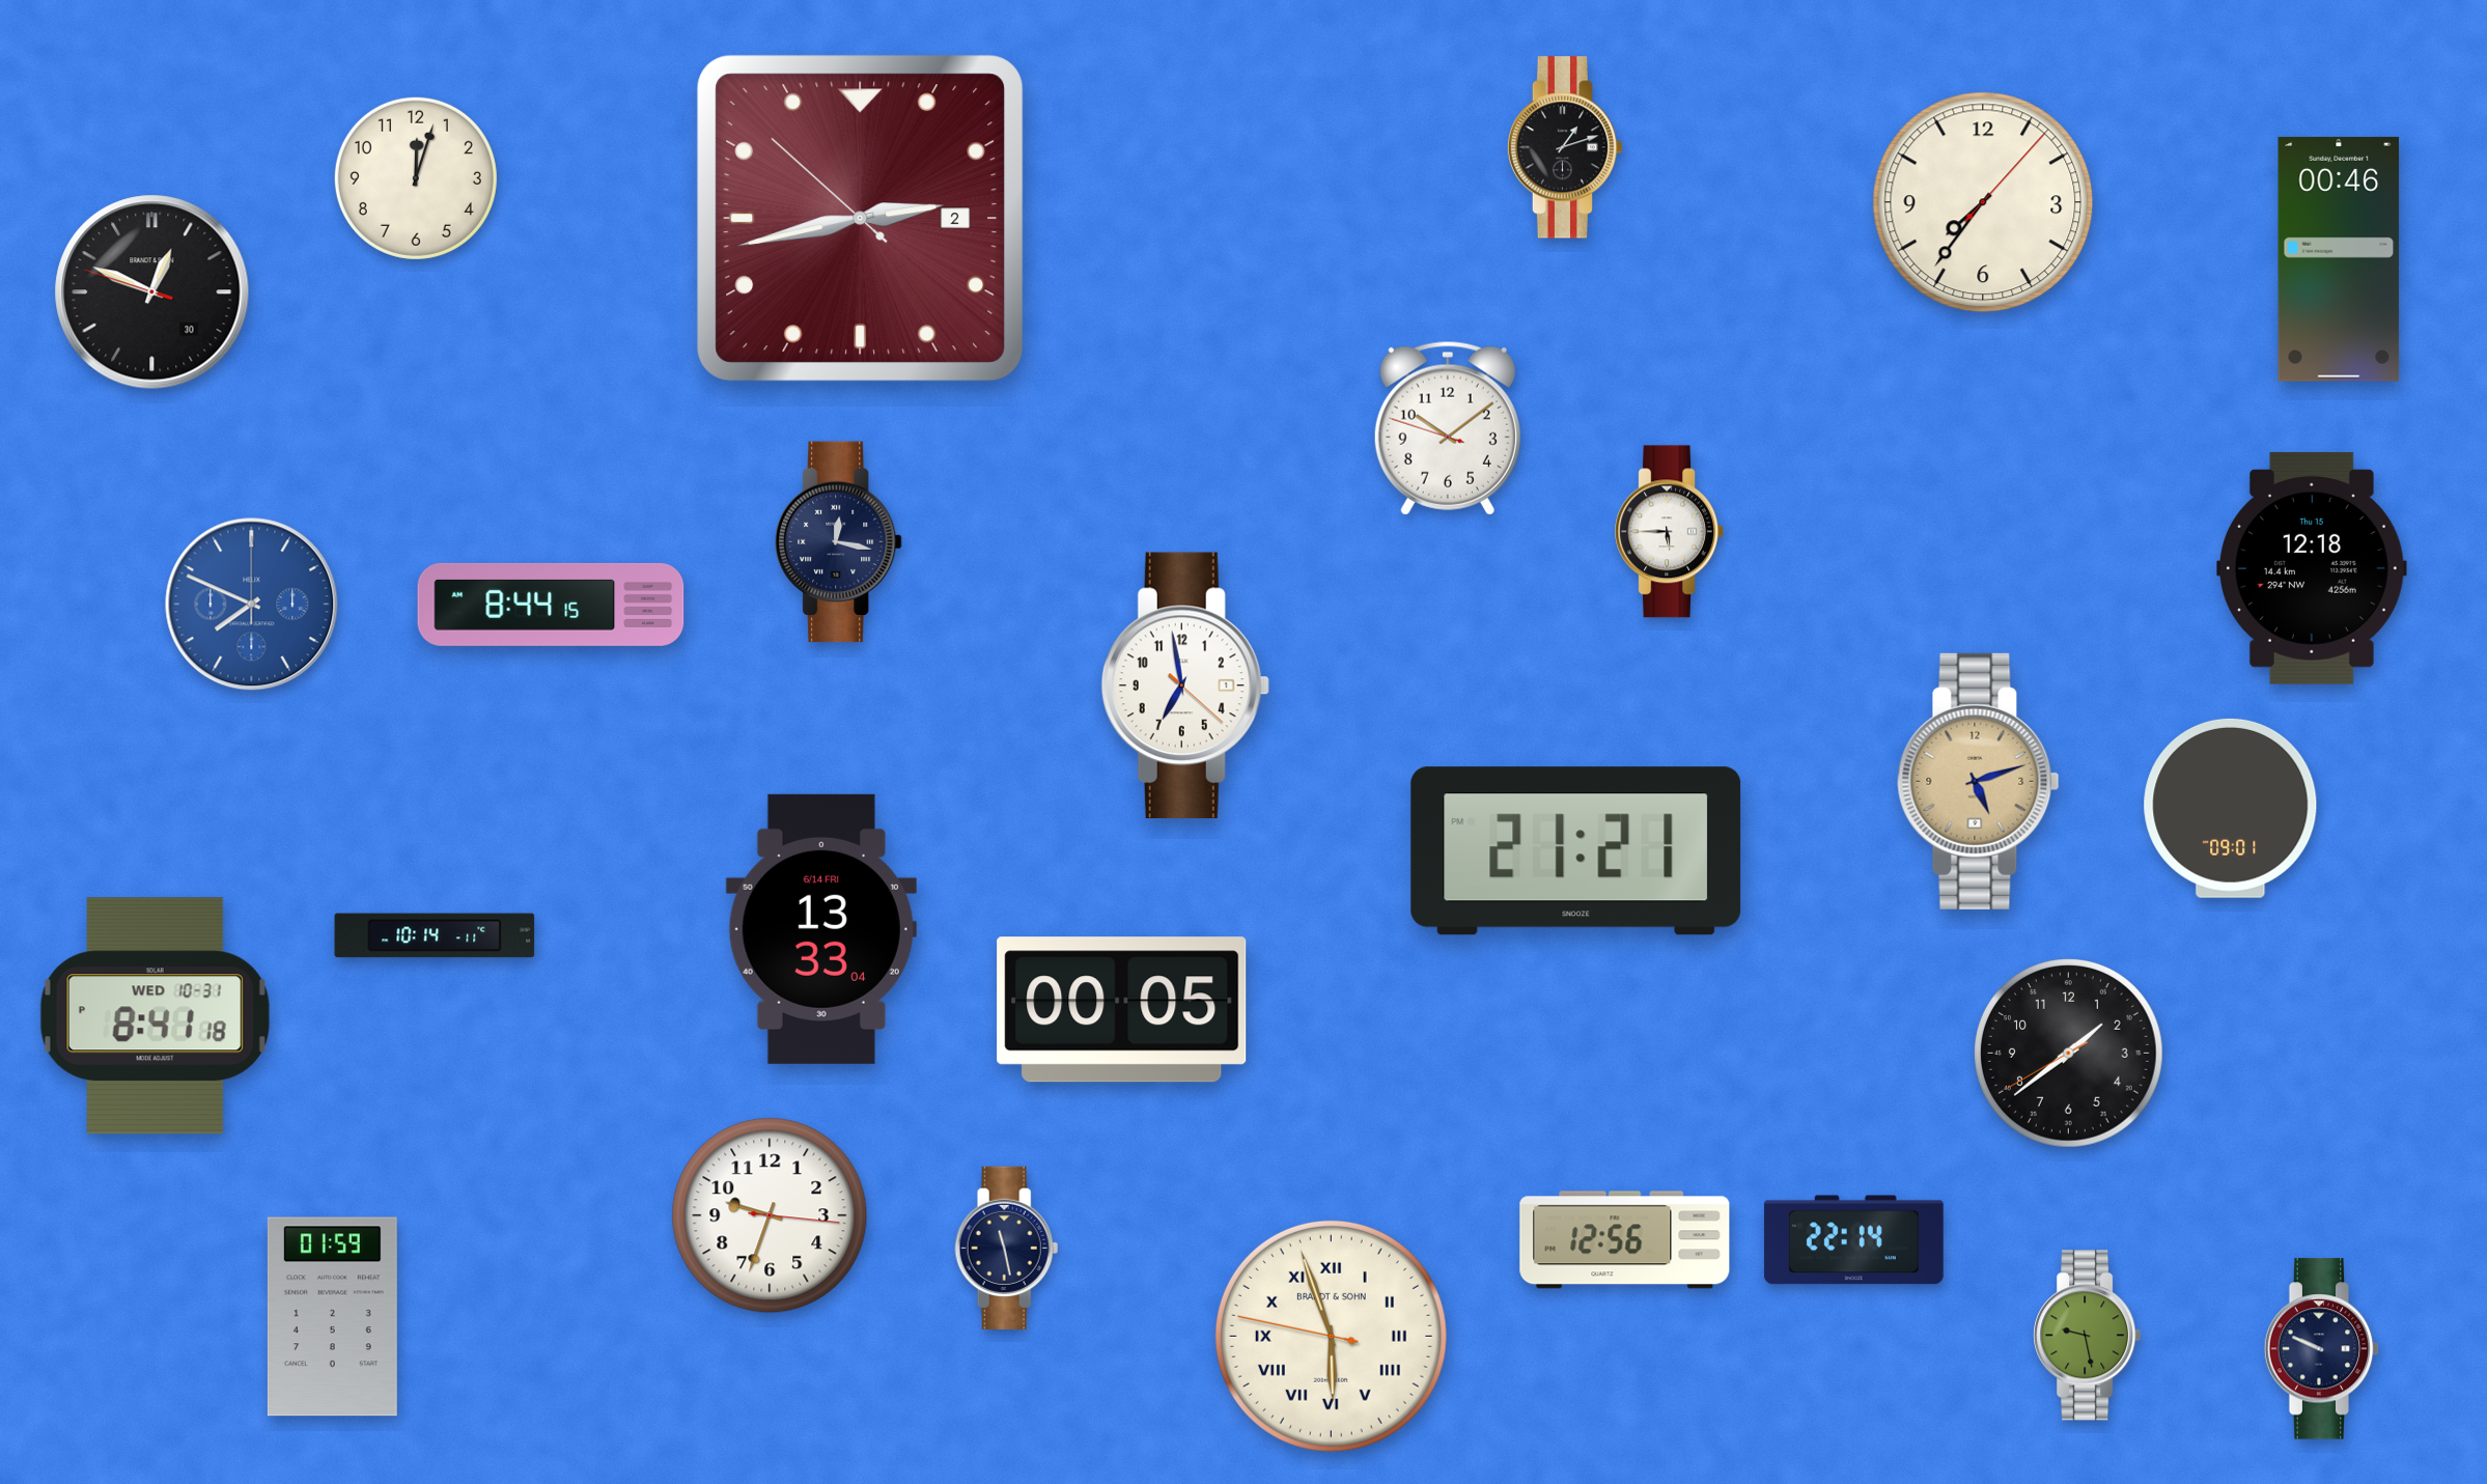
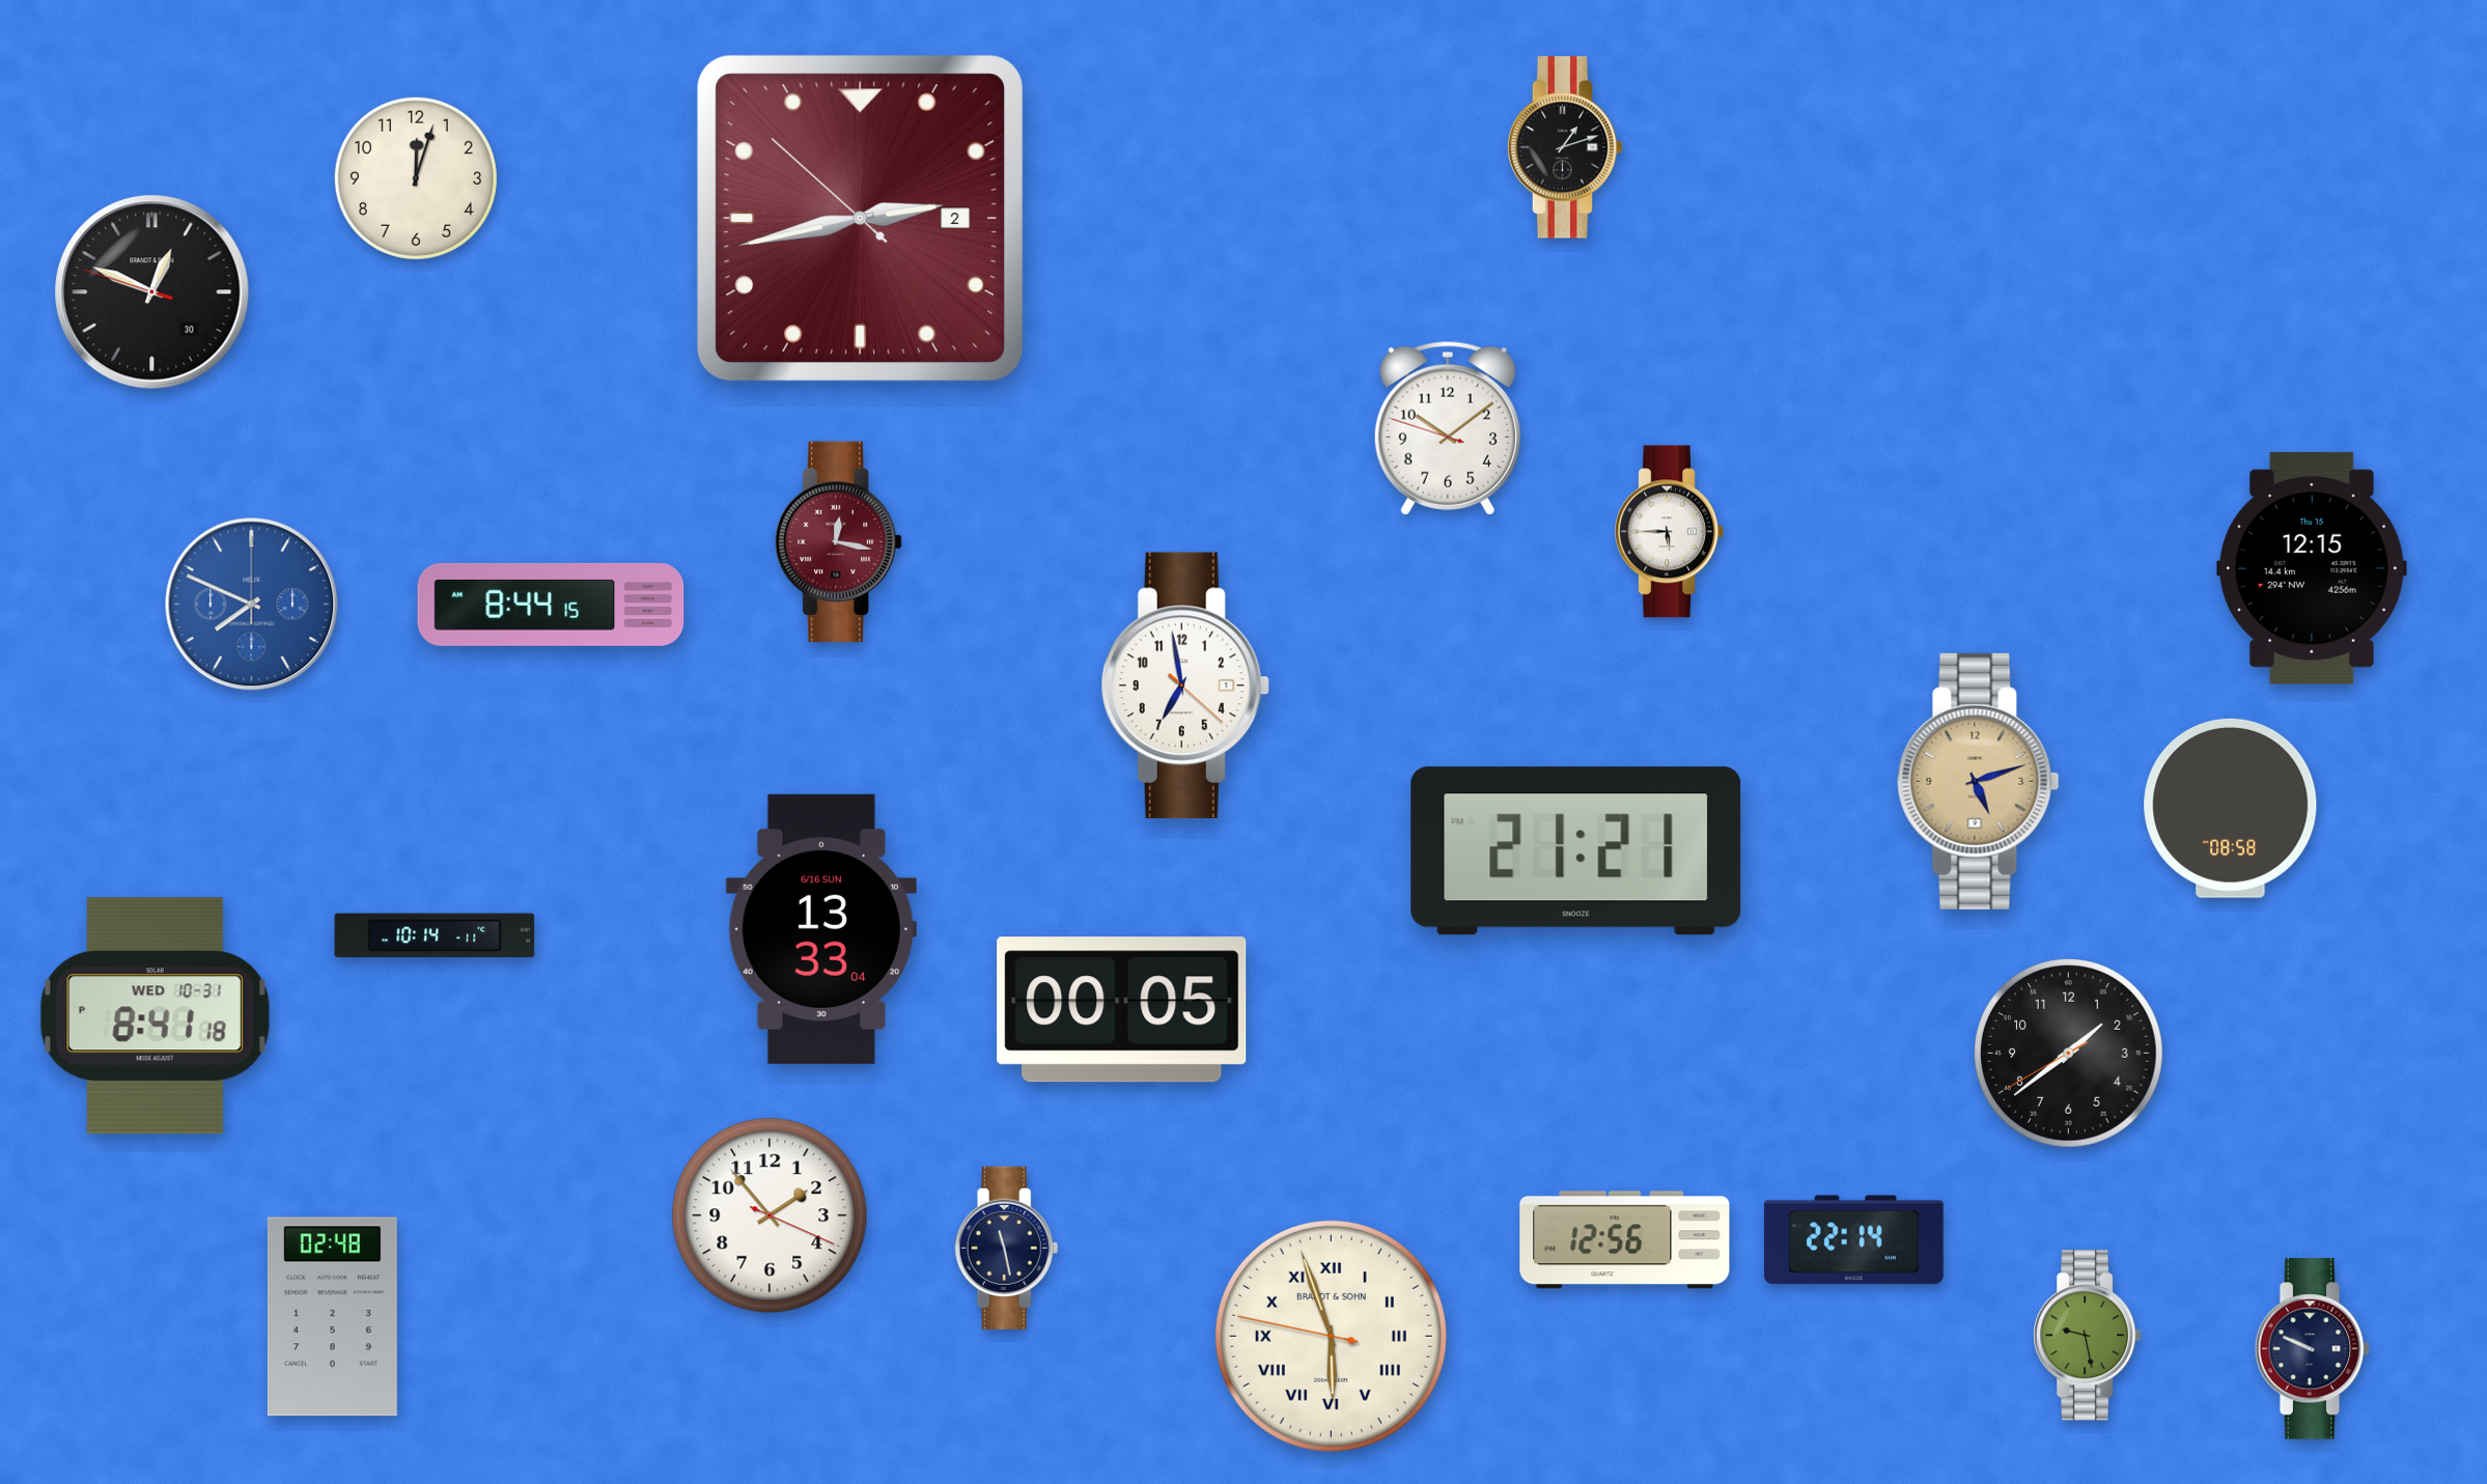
clock at (1983, 202): 7:36 -> none
clock at (2339, 259): 00:46 -> none
clock at (839, 542) dial: navy -> burgundy
clock at (2313, 568): 12:18 -> 12:15
clock at (2231, 808): 09:01 -> 08:58
clock at (821, 929) date: 6/14 FRI -> 6/16 SUN
clock at (770, 1215): 9:33 -> 1:53
clock at (332, 1317): 01:59 -> 02:48
clock at (2322, 1349) position: (2322, 1349) -> (2313, 1349)
